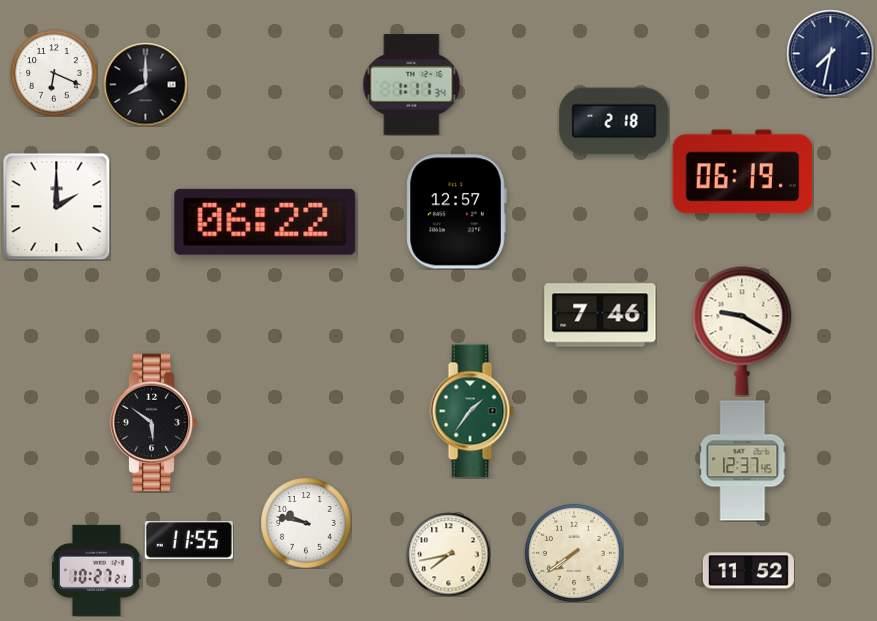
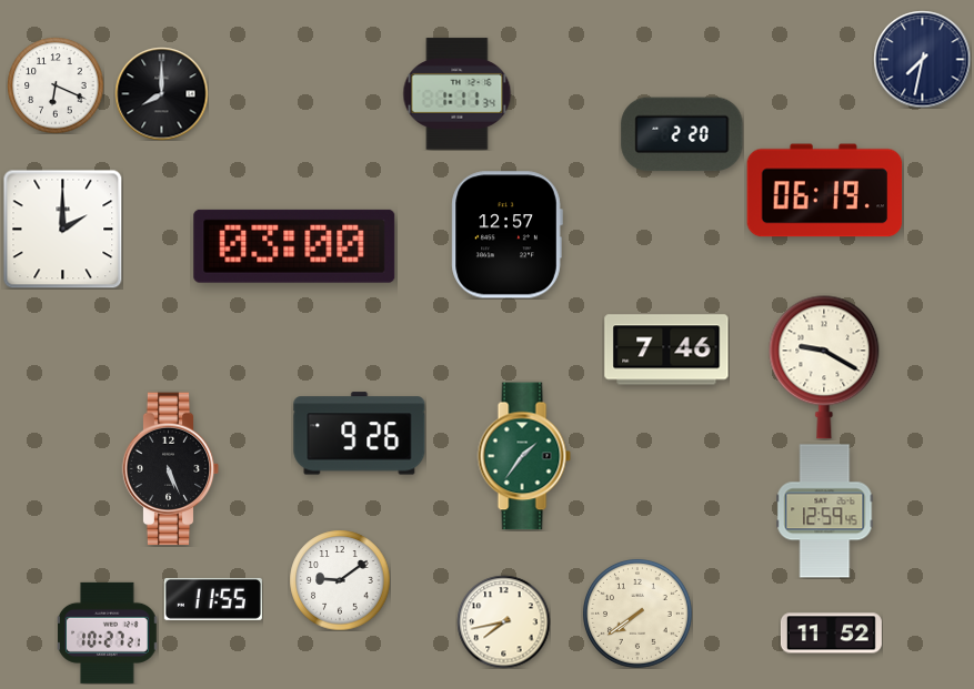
clock at (54, 73) position: (54, 73) -> (56, 85)
clock at (614, 121): 2:18 -> 2:20
clock at (265, 222): 06:22 -> 03:00
clock at (360, 434): none -> 9:26
clock at (154, 423): 5:51 -> 5:26
clock at (743, 461): 12:37 -> 12:59
clock at (306, 523): 9:47 -> 9:09
clock at (189, 540) position: (189, 540) -> (213, 599)
clock at (448, 554) position: (448, 554) -> (503, 621)
